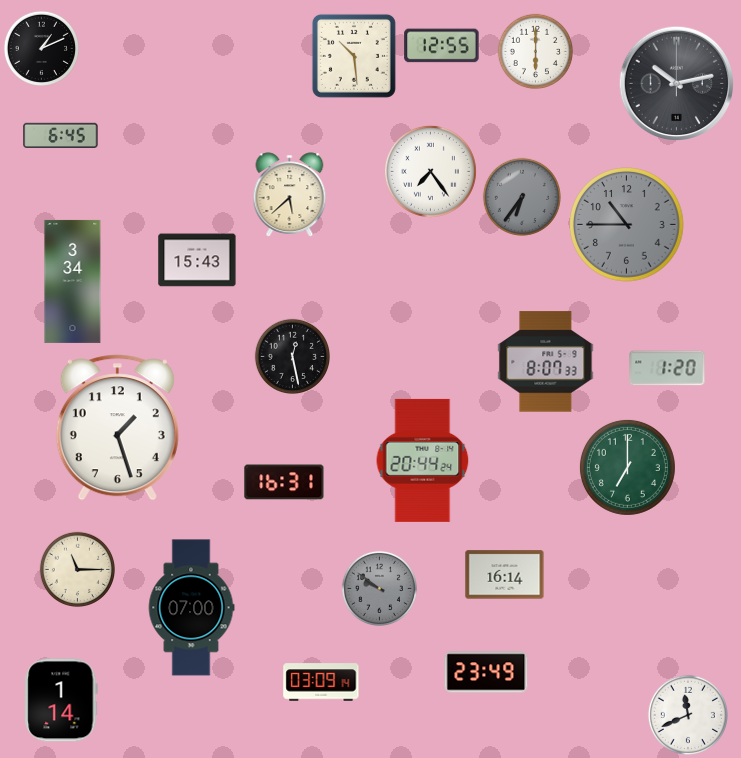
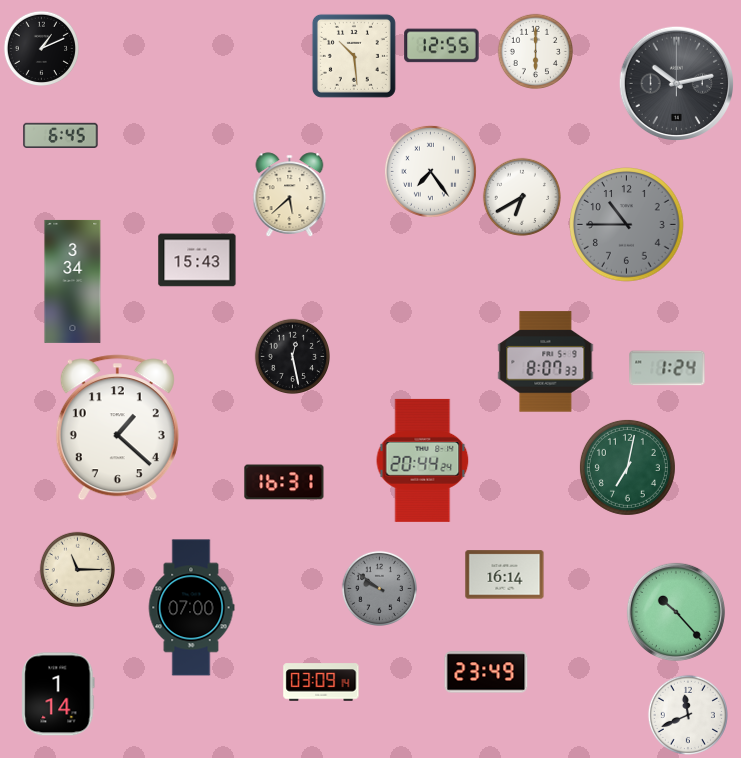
clock at (522, 197): 6:36 -> 6:40
clock at (522, 197) dial: grey -> white
clock at (667, 368): 1:20 -> 1:24
clock at (117, 428): 1:27 -> 1:22
clock at (627, 467): 7:00 -> 7:02
clock at (676, 612): none -> 10:23
clock at (61, 700) position: (61, 700) -> (58, 694)
